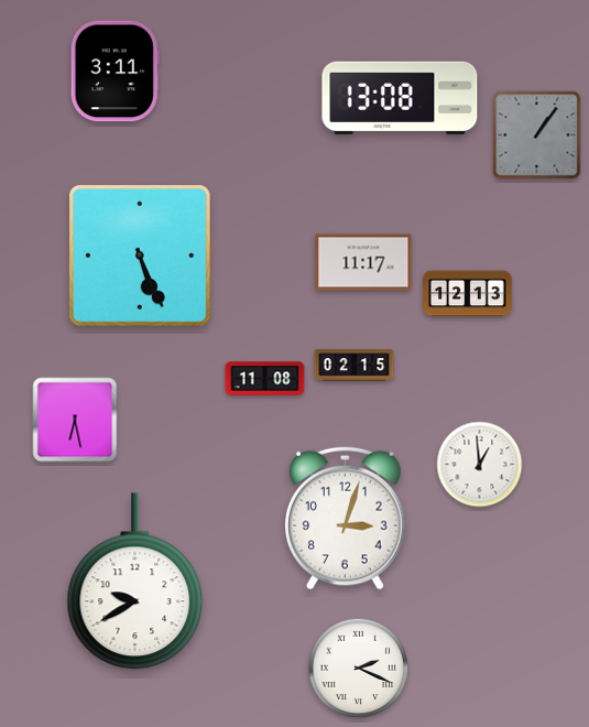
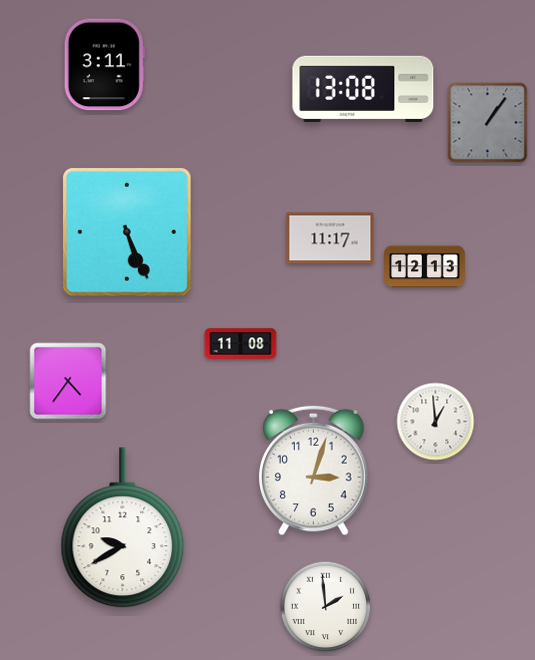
clock at (355, 366): 02:15 -> none
clock at (75, 420): 6:28 -> 4:36
clock at (359, 669): 2:19 -> 1:59
